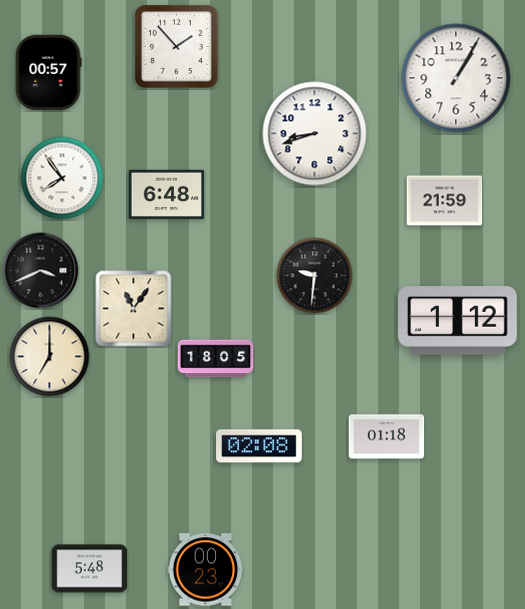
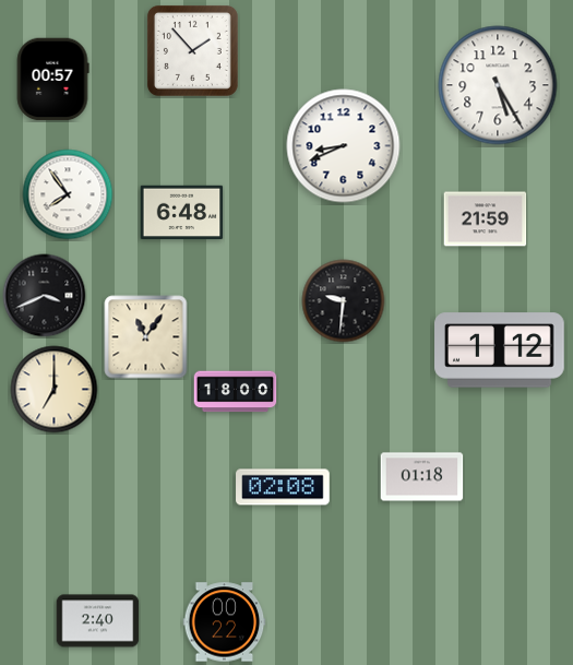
clock at (456, 78): 1:05 -> 5:25
clock at (315, 134): 8:42 -> 8:41
clock at (216, 359): 18:05 -> 18:00
clock at (90, 569): 5:48 -> 2:40
clock at (206, 570): 00:23 -> 00:22
